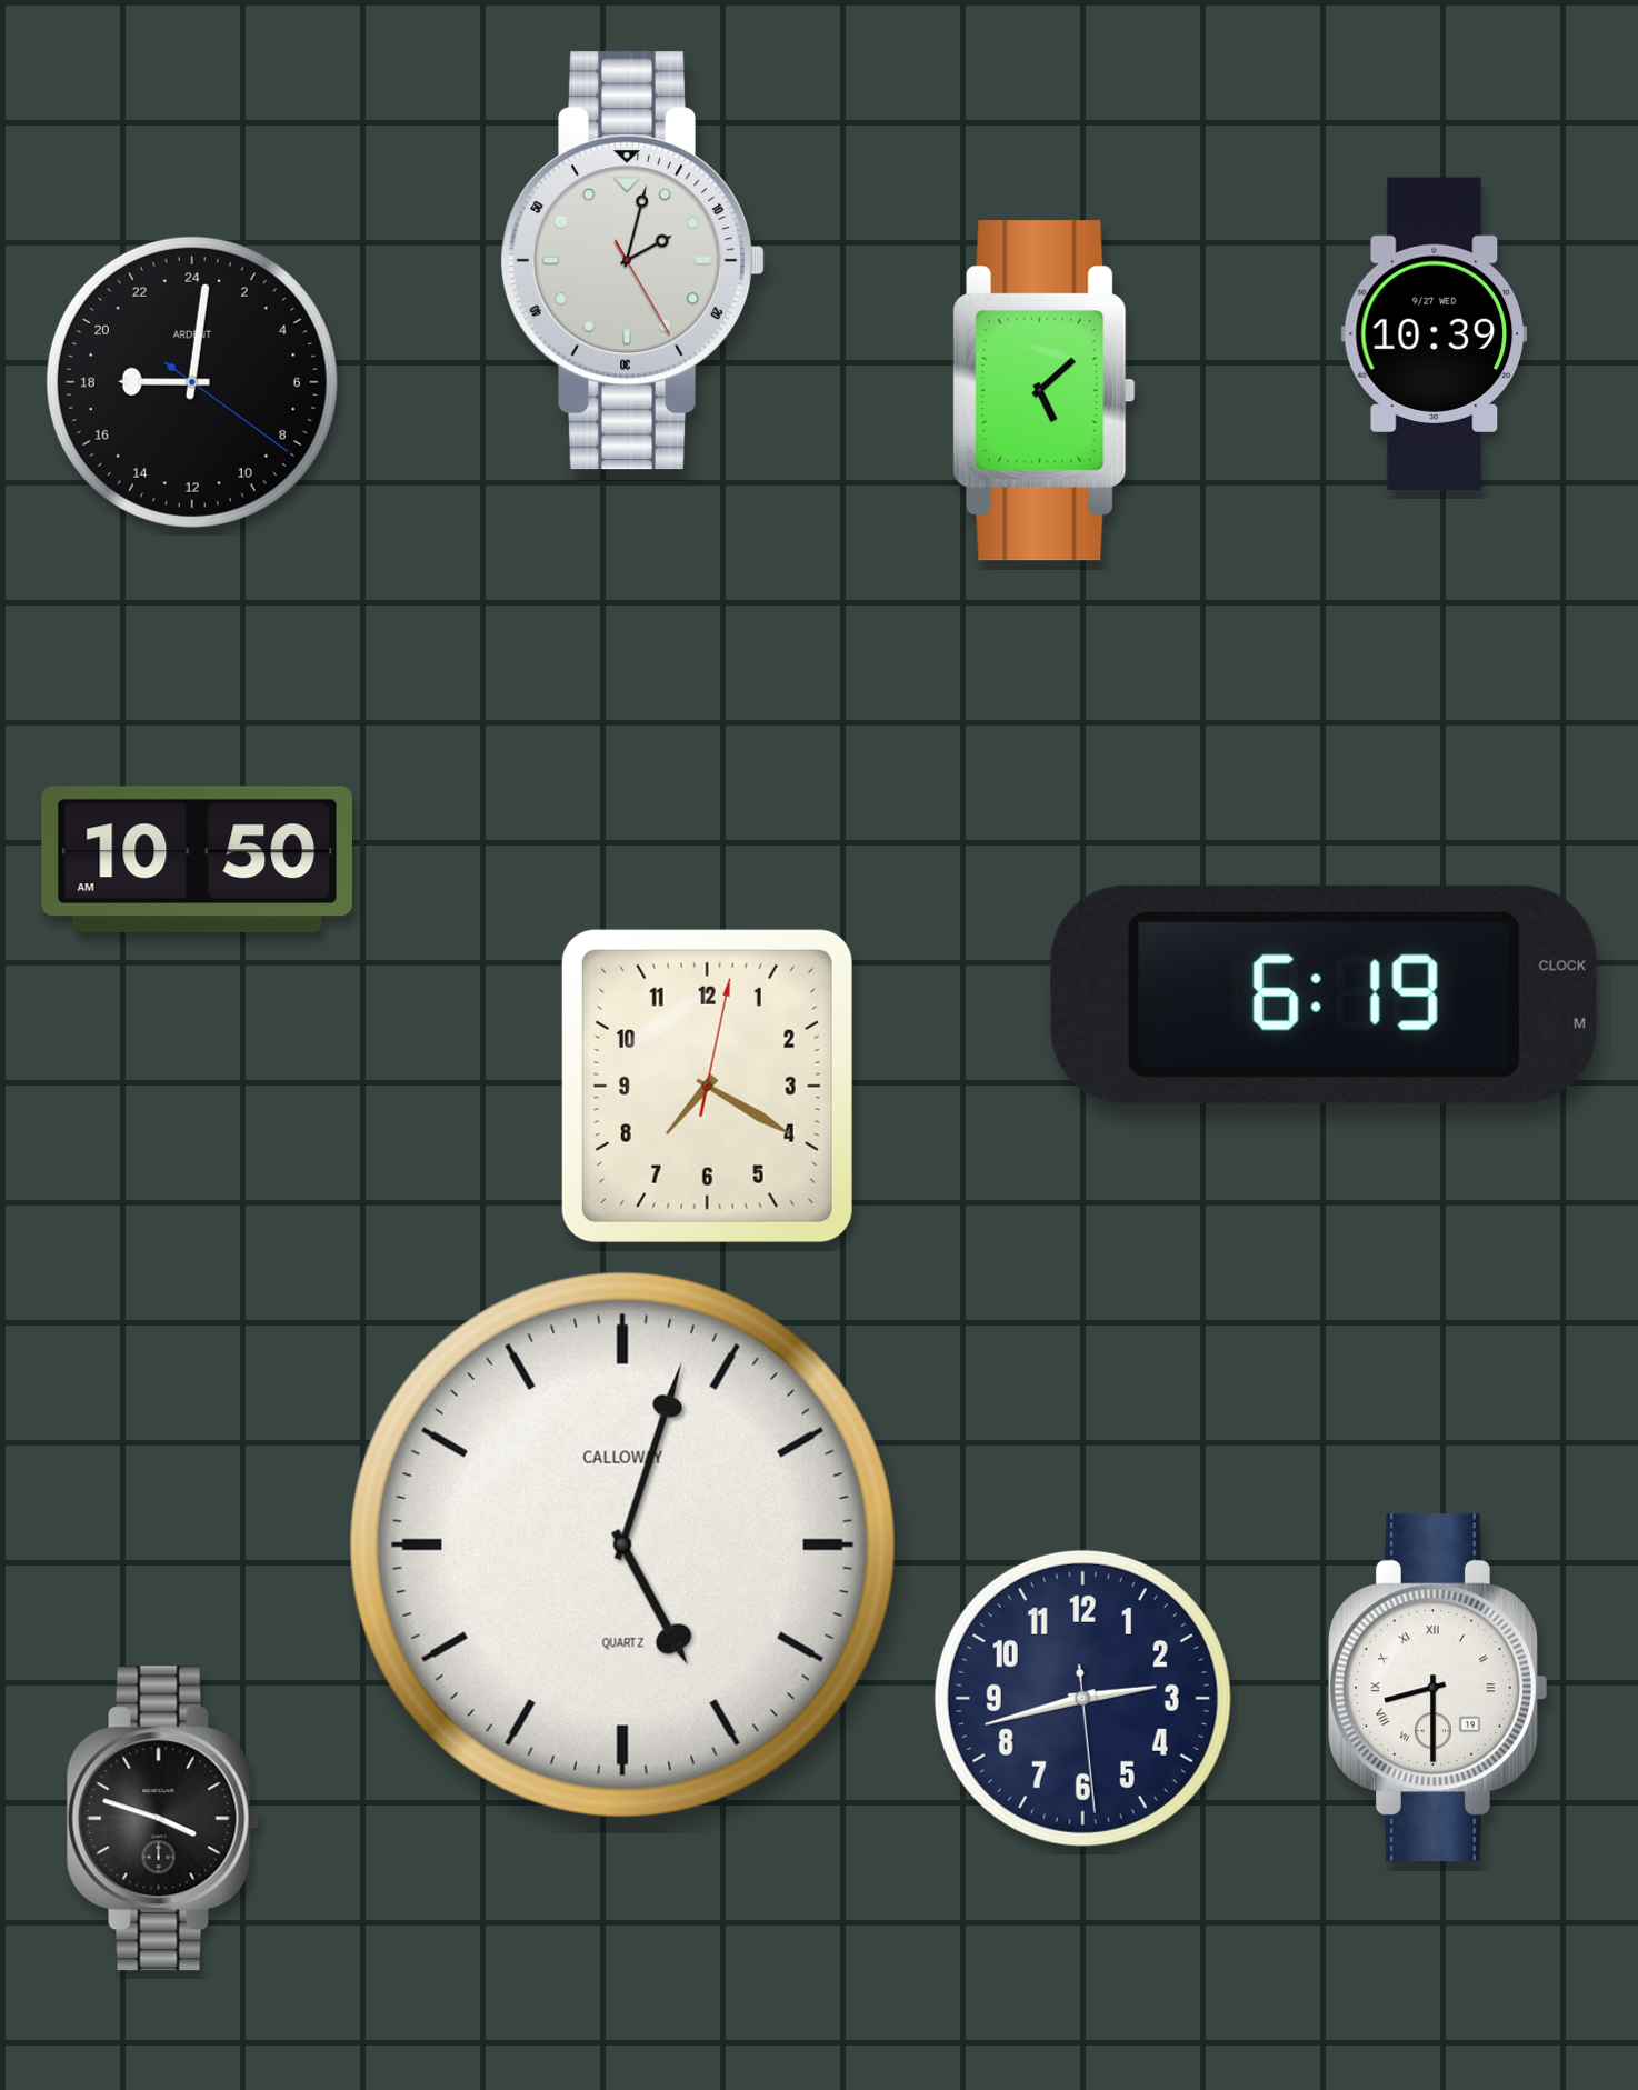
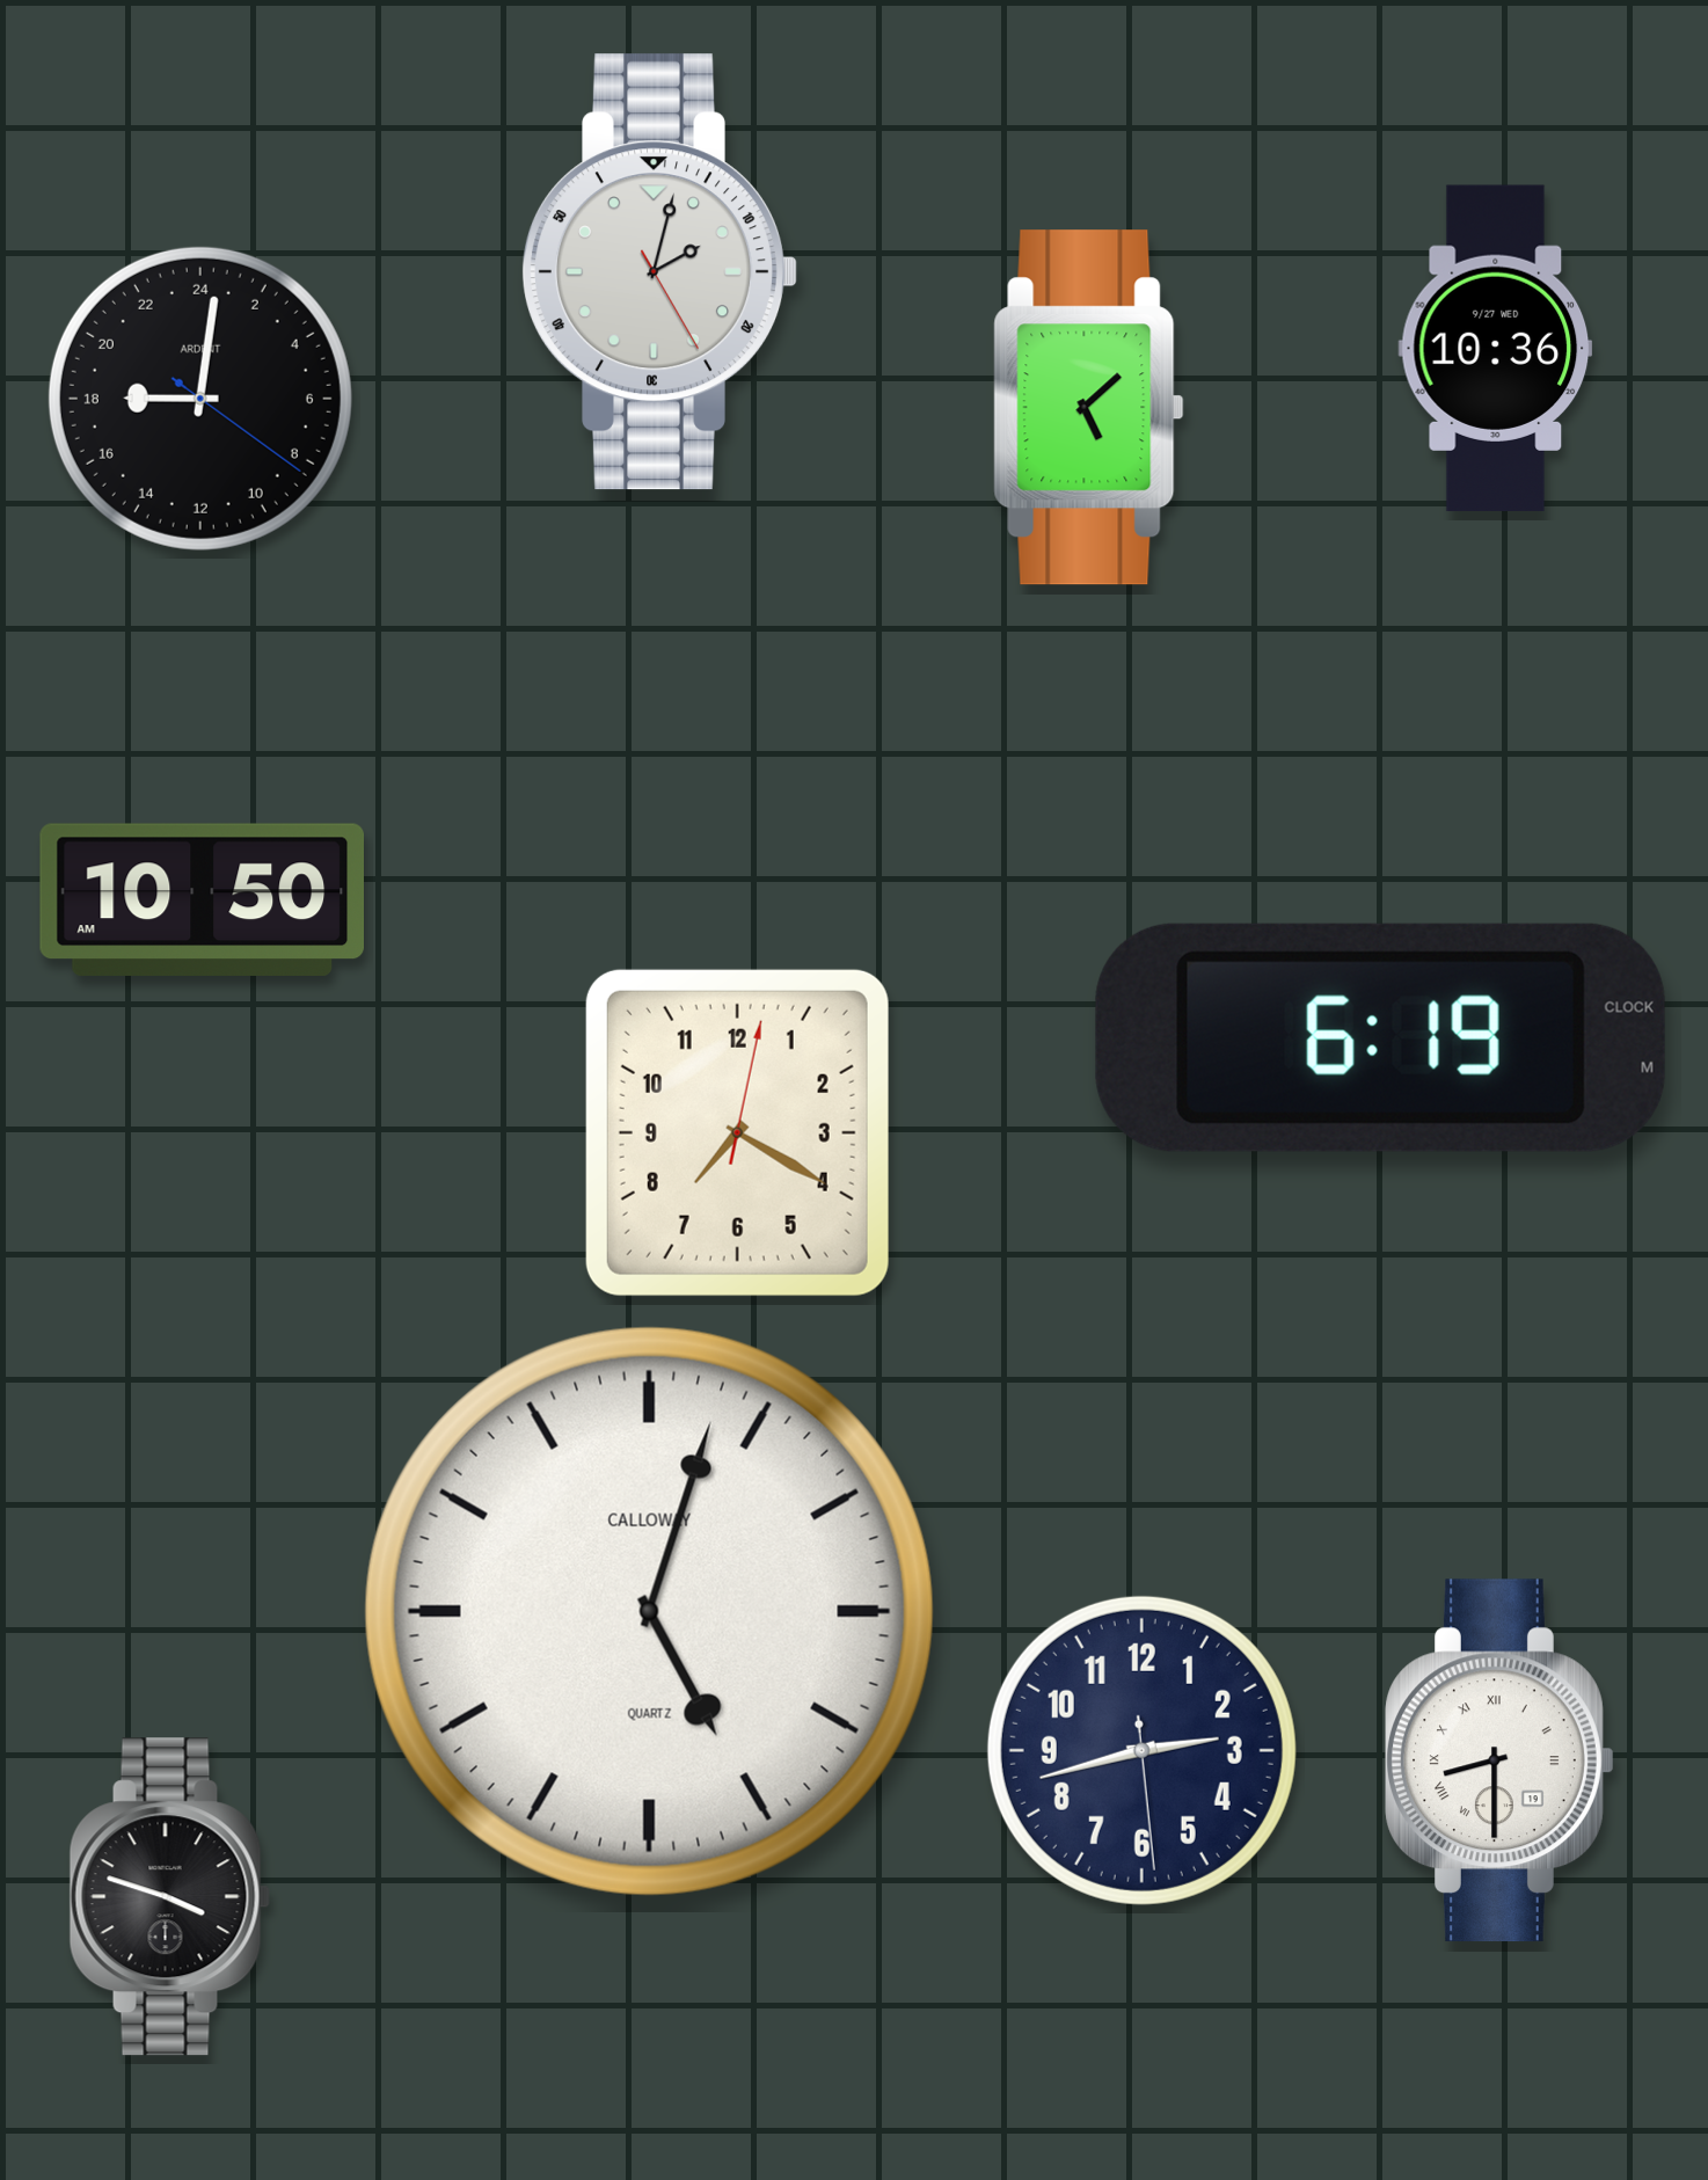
clock at (1435, 334): 10:39 -> 10:36
clock at (197, 859) position: (197, 859) -> (202, 899)
clock at (1082, 1698) position: (1082, 1698) -> (1141, 1750)
